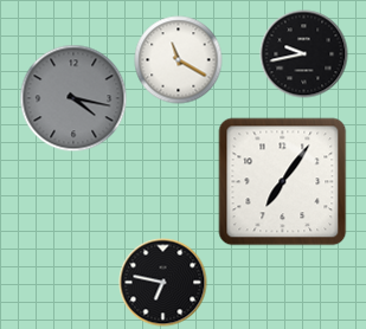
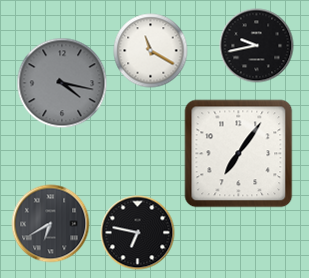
clock at (51, 224): none -> 6:40
clock at (163, 283) position: (163, 283) -> (138, 233)
